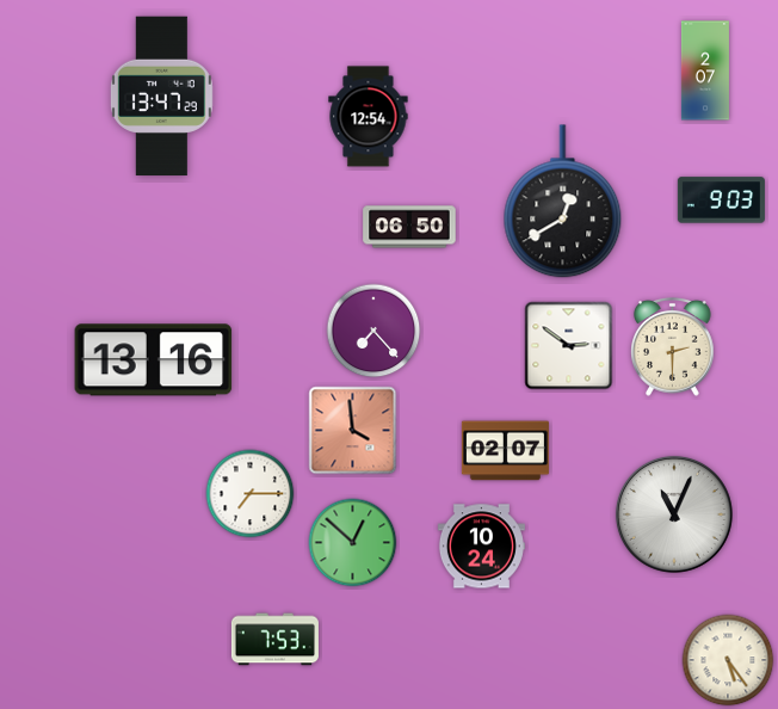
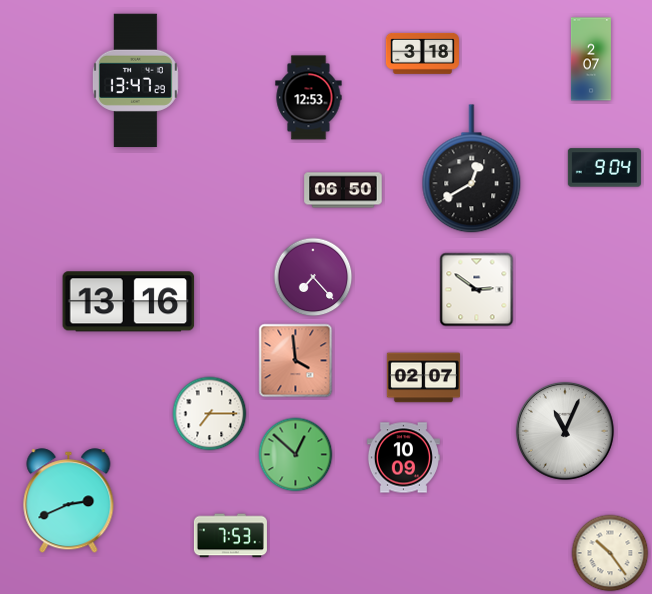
clock at (422, 53): none -> 3:18
clock at (369, 117): 12:54 -> 12:53
clock at (721, 201): 9:03 -> 9:04
clock at (673, 347): 2:30 -> none
clock at (481, 547): 10:24 -> 10:09
clock at (69, 501): none -> 2:41
clock at (728, 660): 5:24 -> 10:24
